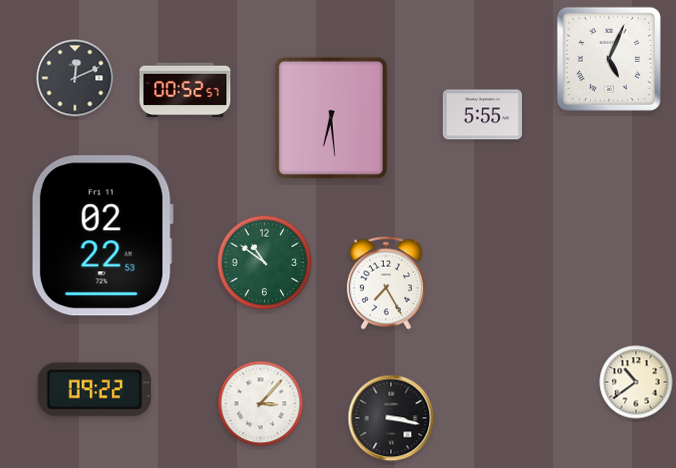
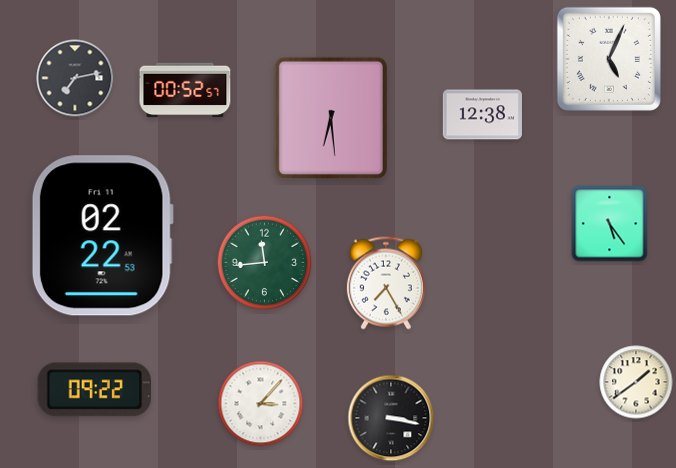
clock at (75, 78): 12:11 -> 7:13
clock at (482, 115): 5:55 -> 12:38
clock at (610, 224): none -> 5:24
clock at (265, 263): 10:51 -> 11:44
clock at (636, 382): 10:39 -> 1:39
